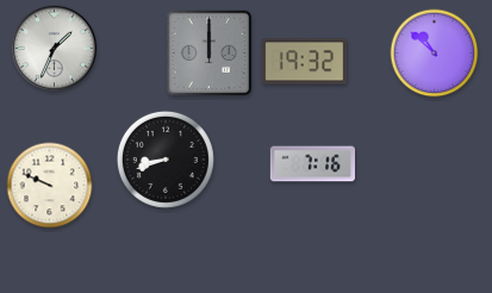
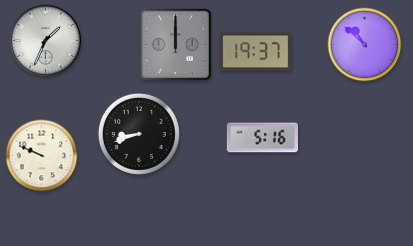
clock at (304, 62): 19:32 -> 19:37
clock at (312, 164): 7:16 -> 5:16
